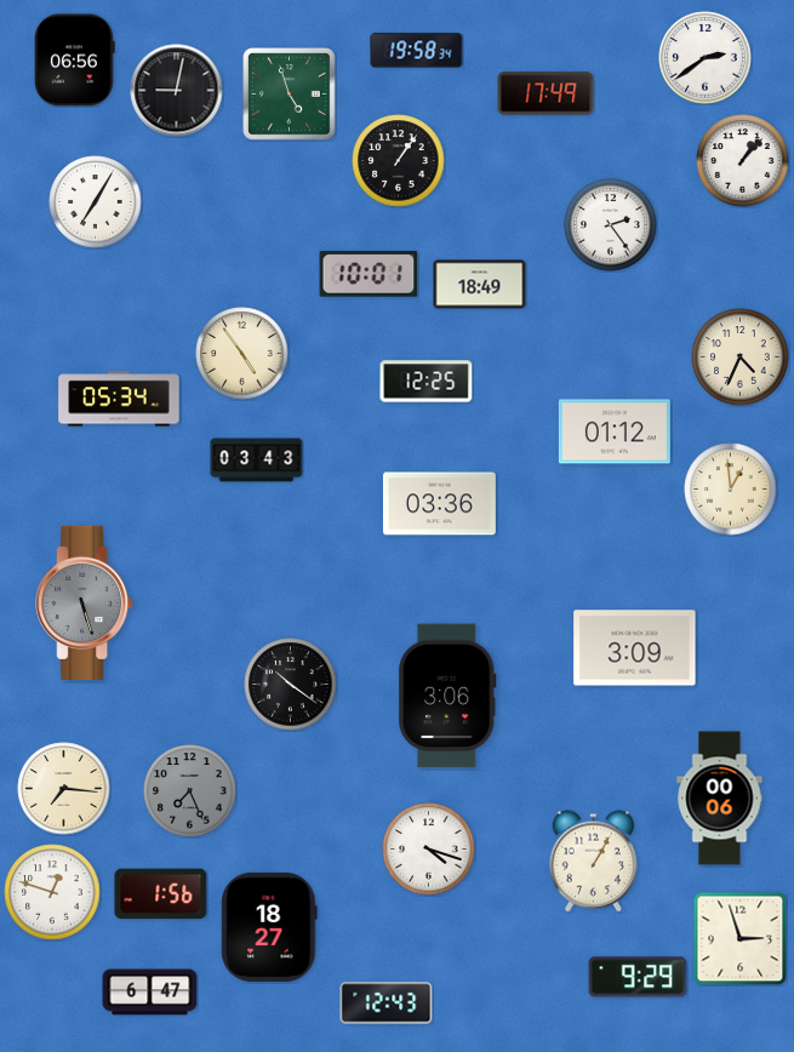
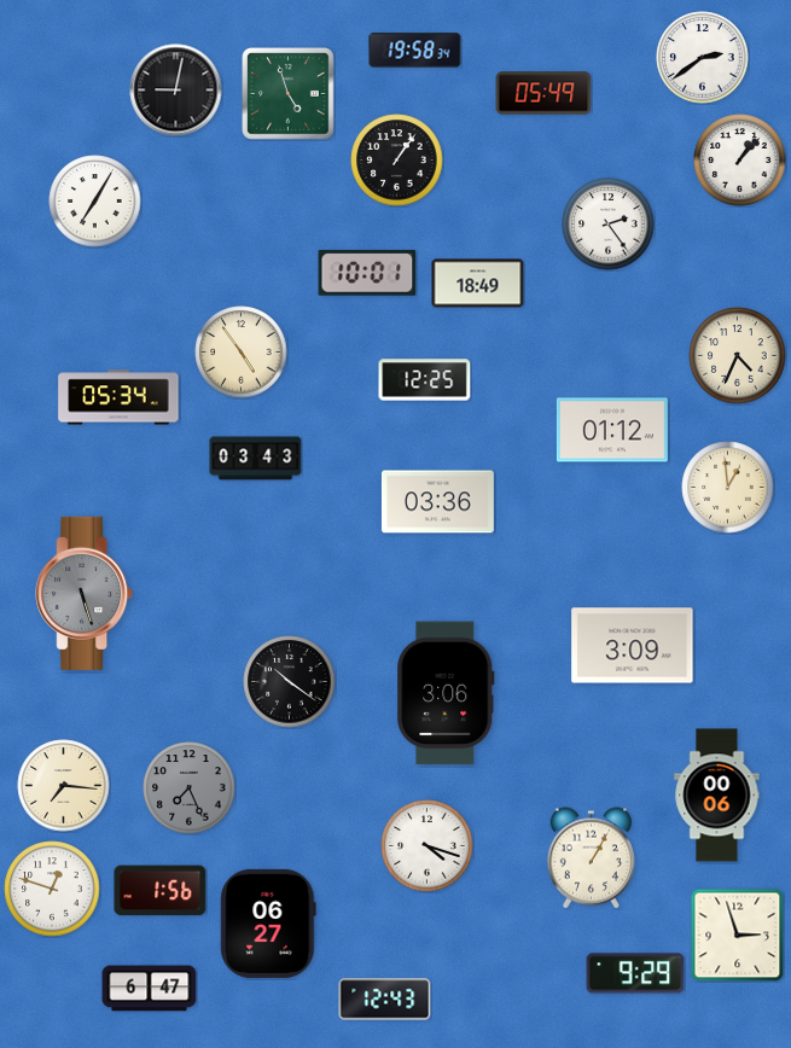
clock at (75, 61): 06:56 -> none
clock at (545, 93): 17:49 -> 05:49
clock at (85, 602) position: (85, 602) -> (85, 593)
clock at (269, 927): 18:27 -> 06:27
